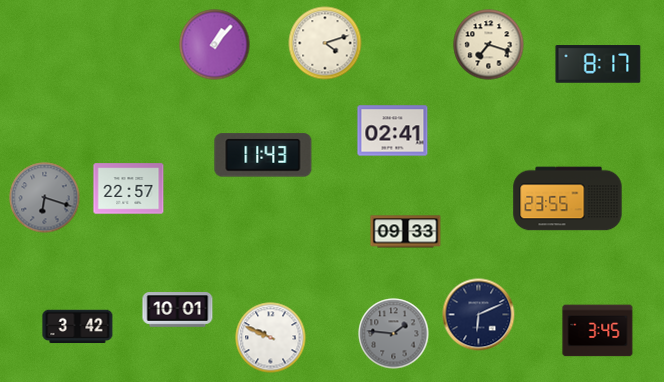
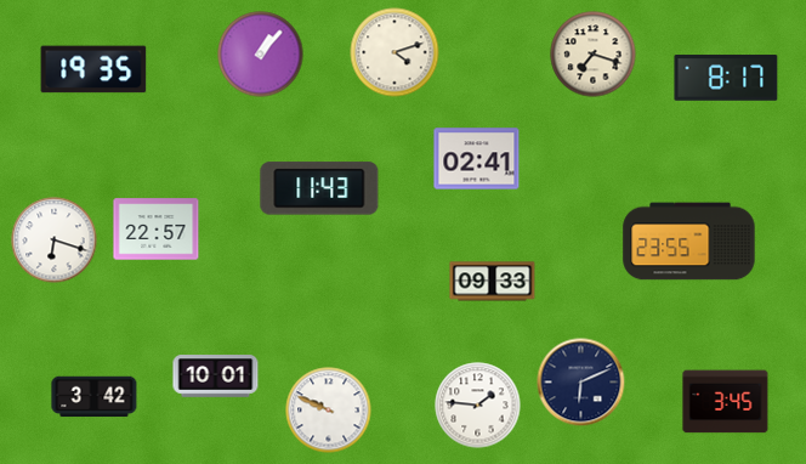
clock at (93, 69): none -> 19:35
clock at (45, 198) dial: grey -> white
clock at (394, 334) dial: grey -> white
